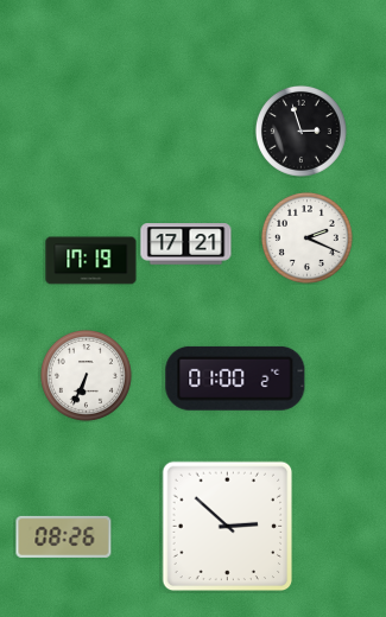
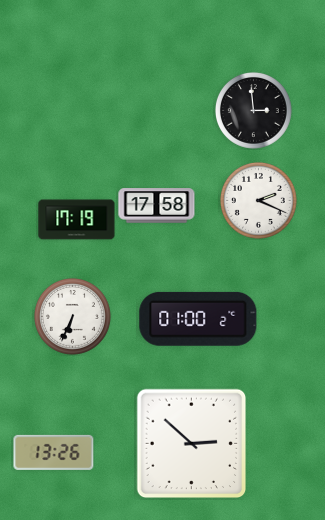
clock at (300, 131): 2:57 -> 2:59
clock at (186, 244): 17:21 -> 17:58
clock at (64, 536): 08:26 -> 13:26
